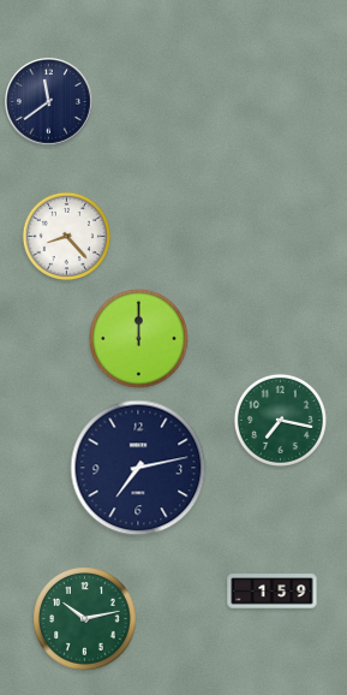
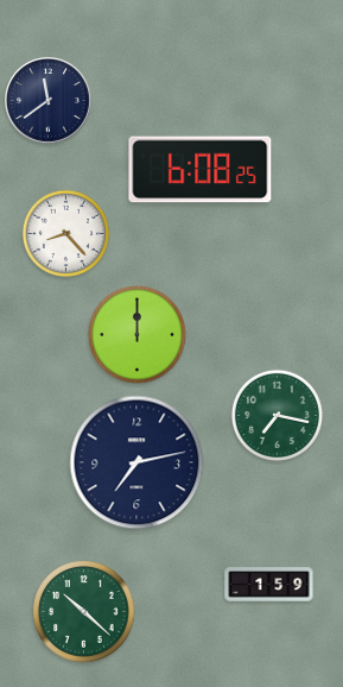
clock at (201, 170): none -> 6:08
clock at (85, 619): 10:13 -> 10:22
